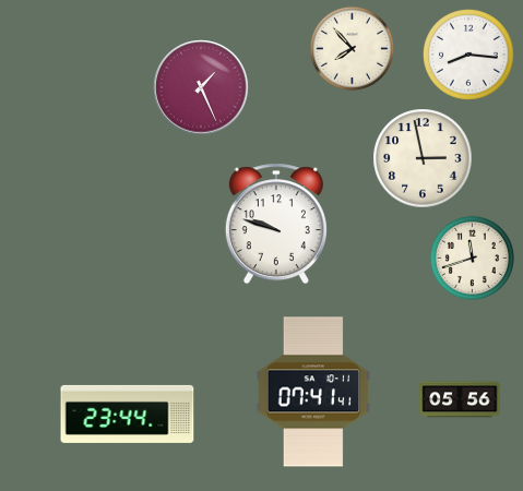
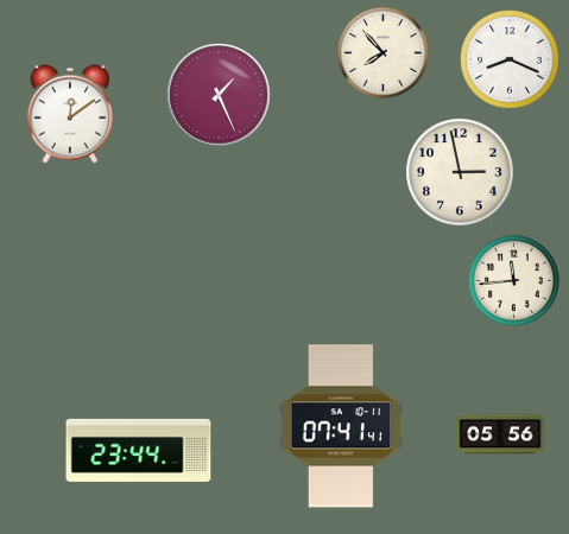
clock at (469, 56): 8:16 -> 8:19
clock at (70, 114): none -> 12:09
clock at (276, 224): 9:48 -> none
clock at (472, 258): 11:42 -> 11:44
